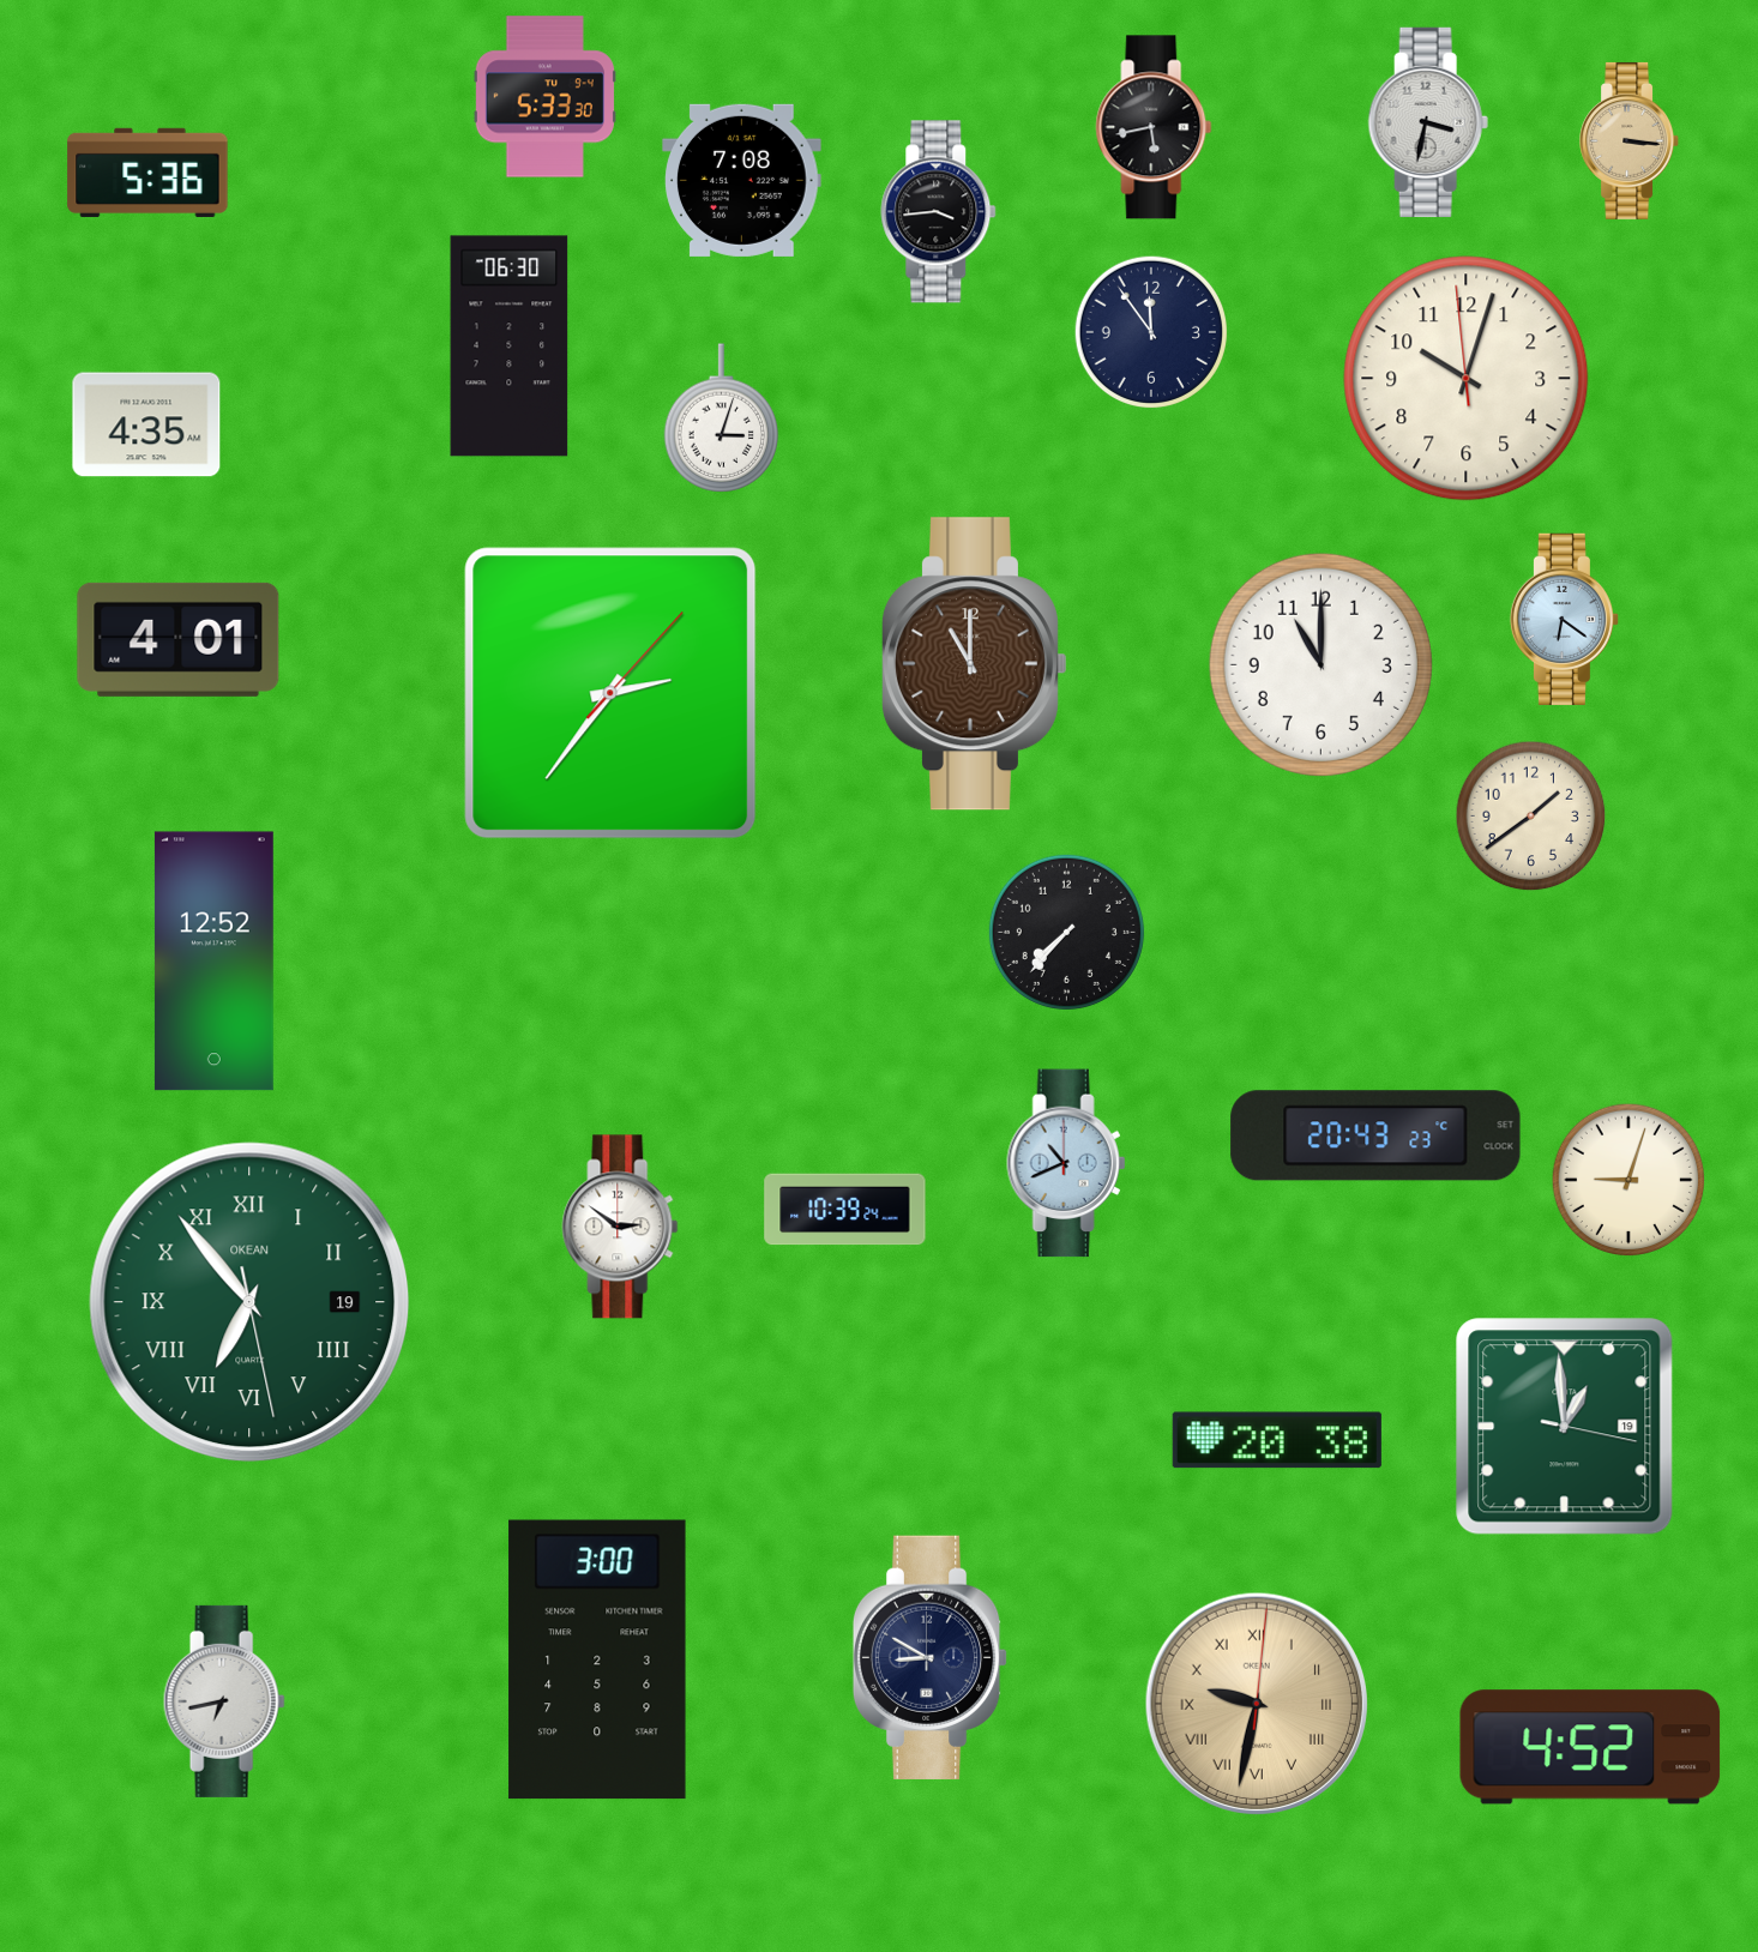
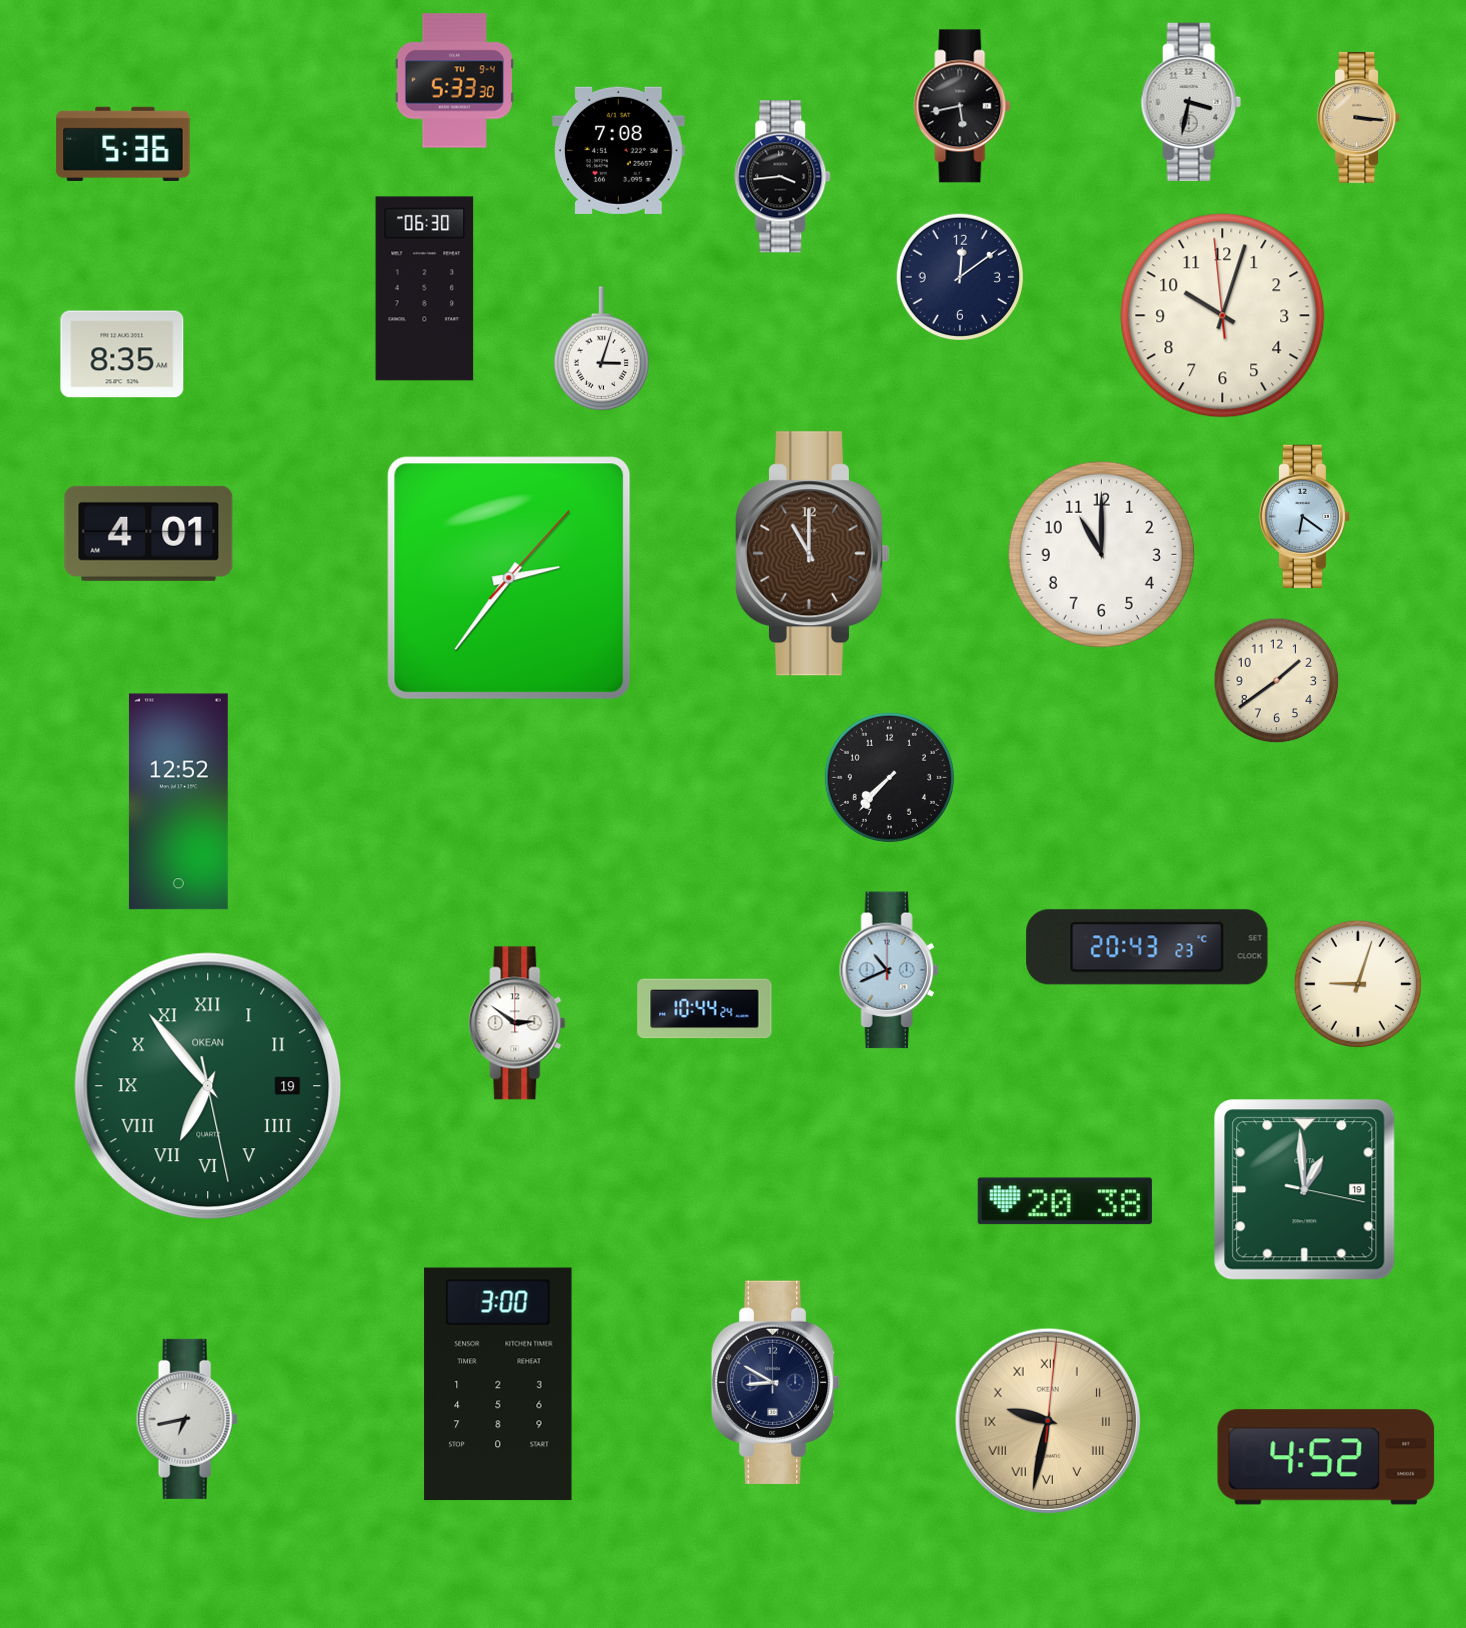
clock at (1150, 331): 11:54 -> 12:09
clock at (146, 424): 4:35 -> 8:35
clock at (845, 1210): 10:39 -> 10:44
